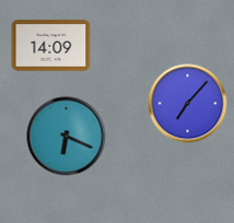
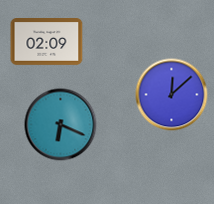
clock at (51, 46): 14:09 -> 02:09
clock at (188, 104): 7:07 -> 12:08
